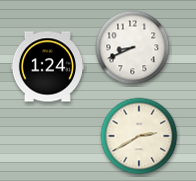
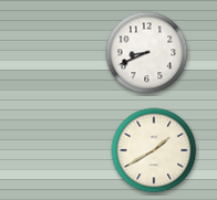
clock at (47, 67): 1:24 -> none
clock at (139, 136): 2:40 -> 1:40
